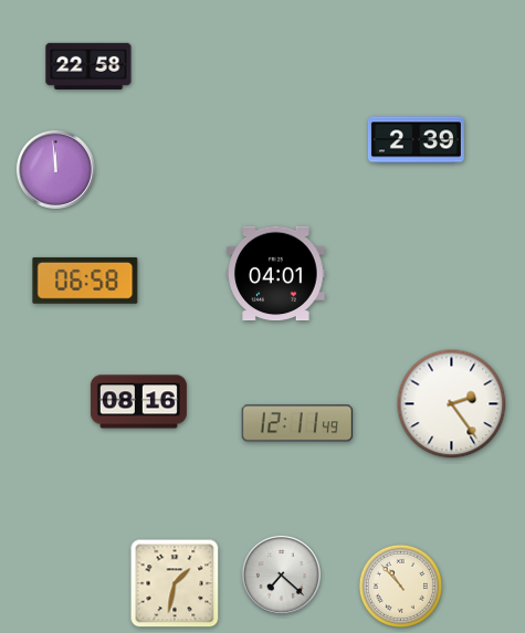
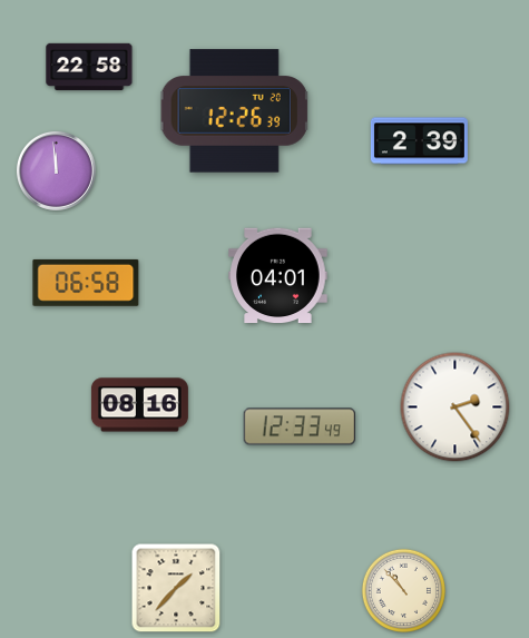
clock at (235, 111): none -> 12:26
clock at (297, 423): 12:11 -> 12:33
clock at (281, 574): 7:22 -> none
clock at (175, 583): 1:32 -> 1:37
